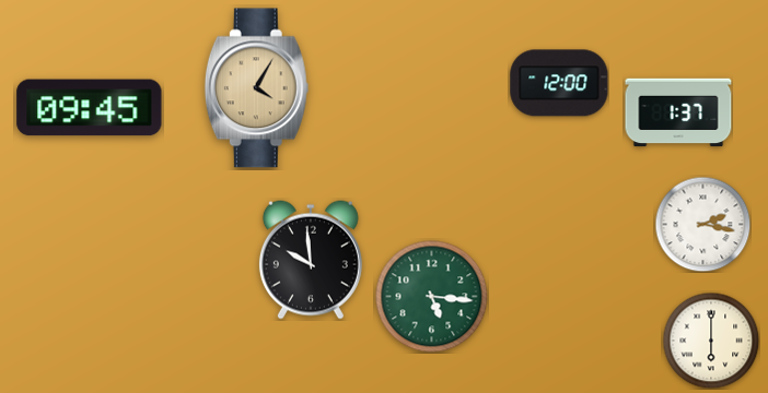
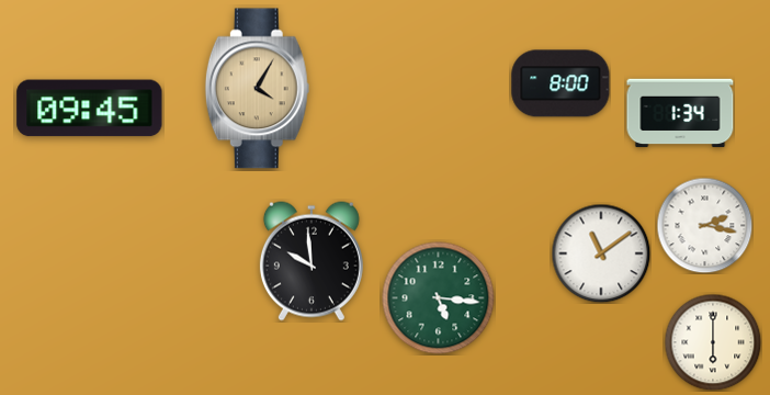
clock at (559, 83): 12:00 -> 8:00
clock at (678, 112): 1:37 -> 1:34
clock at (601, 253): none -> 11:09
clock at (432, 297) position: (432, 297) -> (439, 298)
